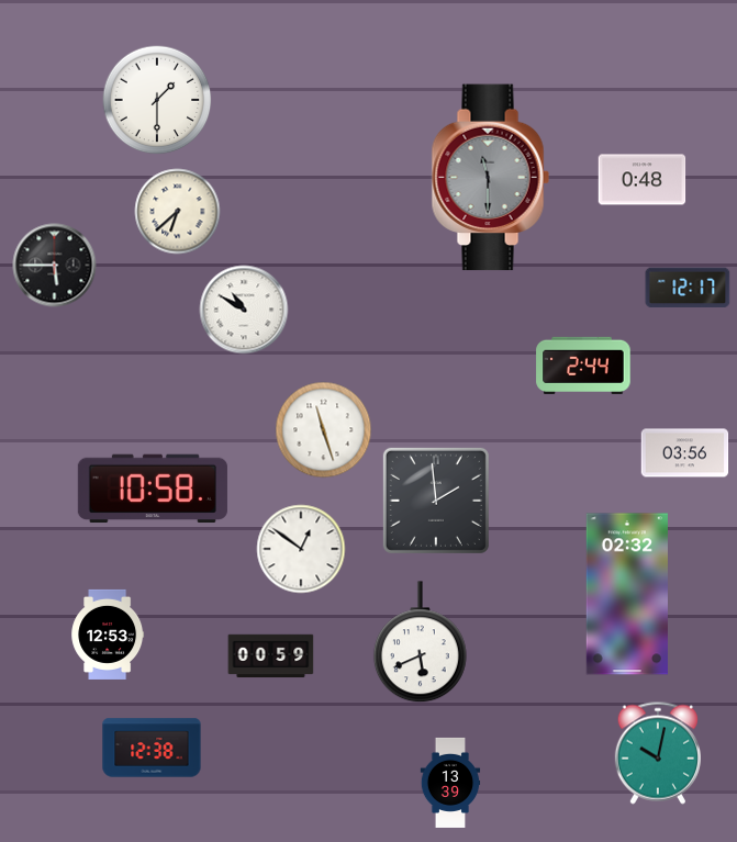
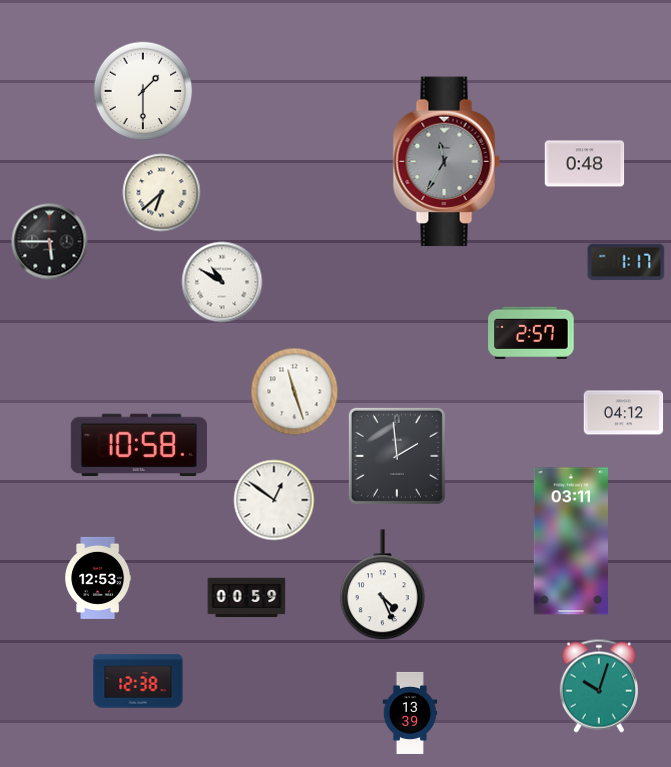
clock at (490, 178): 11:30 -> 11:35
clock at (688, 288): 12:17 -> 1:17
clock at (583, 366): 2:44 -> 2:57
clock at (685, 453): 03:56 -> 04:12
clock at (626, 594): 02:32 -> 03:11
clock at (420, 642): 5:41 -> 4:26
clock at (658, 753): 10:02 -> 10:03
